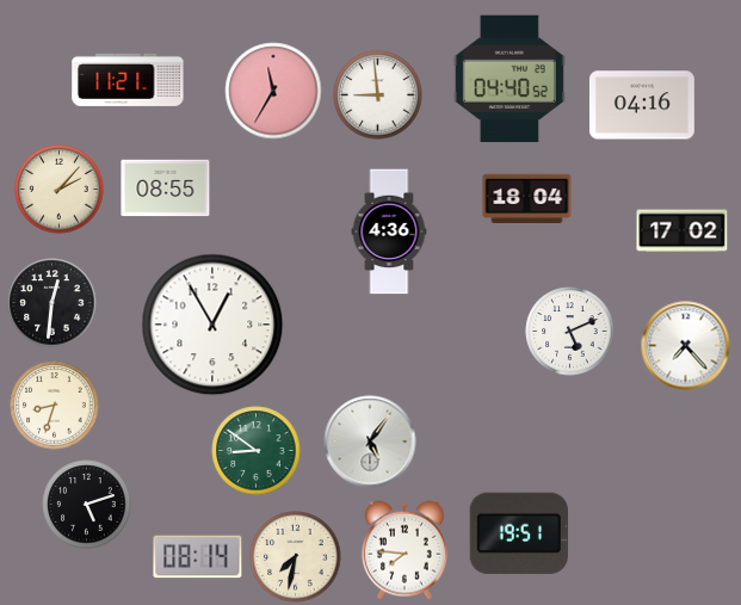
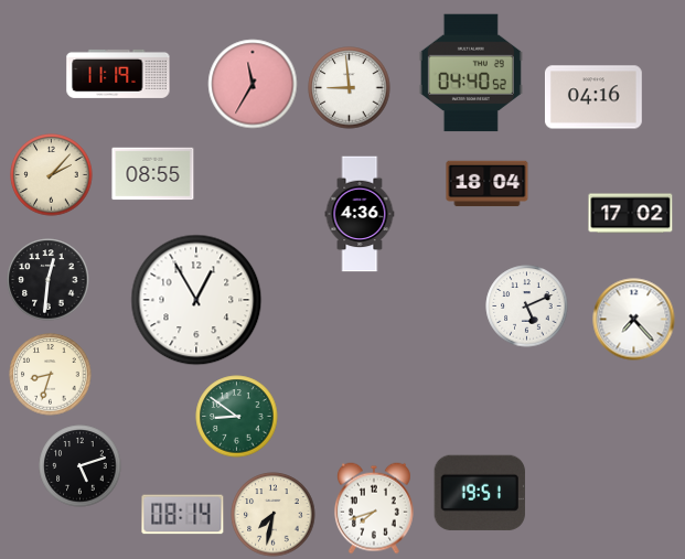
clock at (128, 80): 11:21 -> 11:19
clock at (60, 190) position: (60, 190) -> (52, 175)
clock at (370, 442): 5:06 -> none
clock at (405, 550): 7:46 -> 7:42
